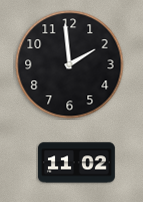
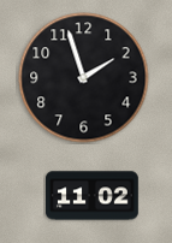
clock at (70, 65): 1:59 -> 1:57
